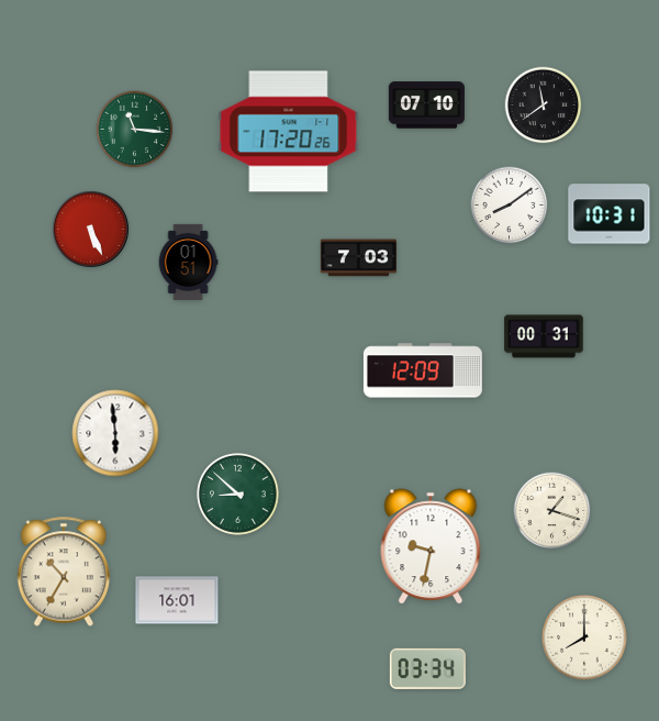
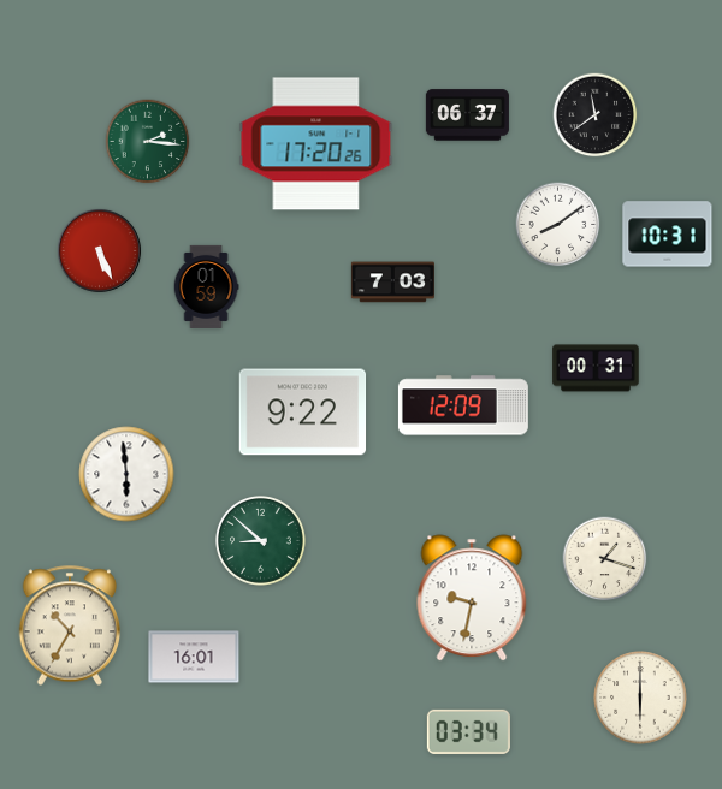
clock at (426, 106): 07:10 -> 06:37
clock at (135, 130): 11:16 -> 2:16
clock at (188, 262): 01:51 -> 01:59
clock at (303, 413): none -> 9:22
clock at (584, 637): 8:00 -> 6:00
